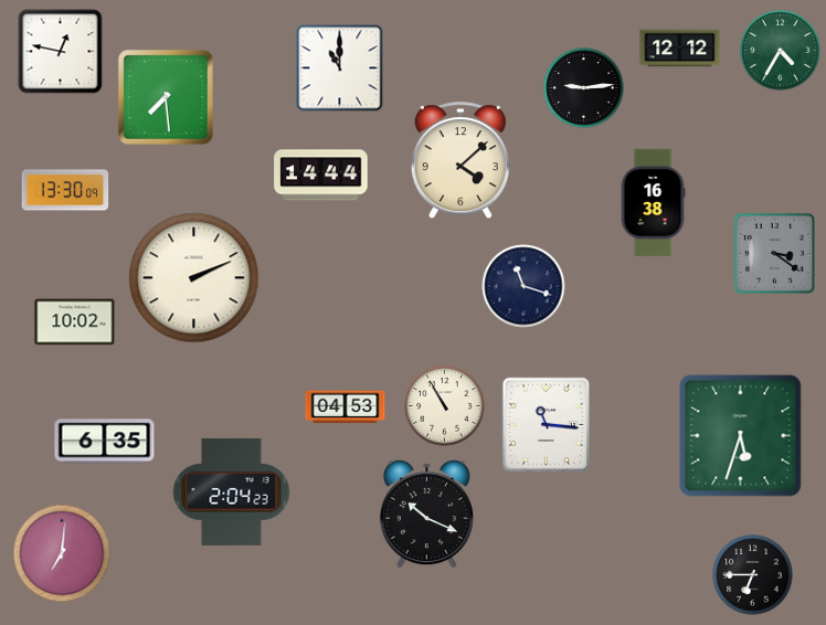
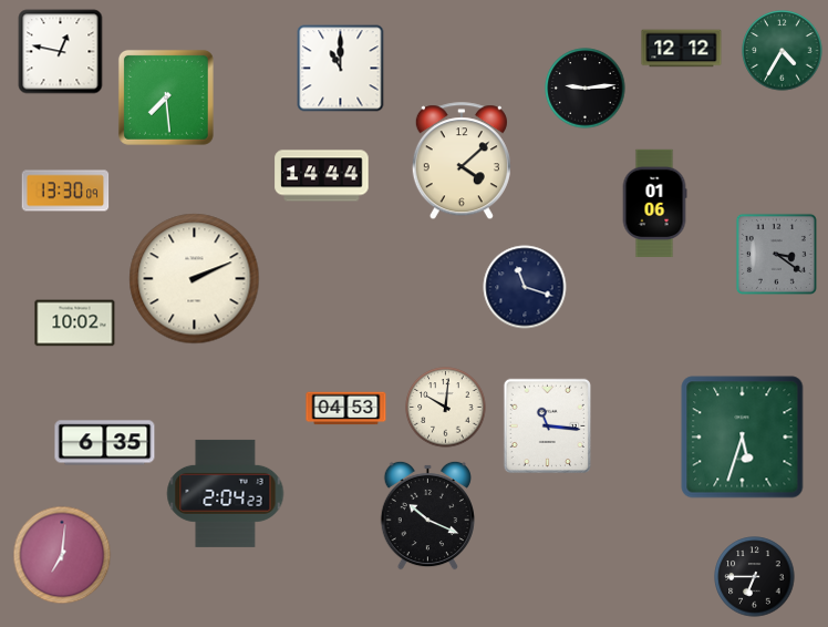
clock at (653, 203): 16:38 -> 01:06
clock at (445, 406): 10:55 -> 10:01
clock at (232, 491) position: (232, 491) -> (226, 493)
